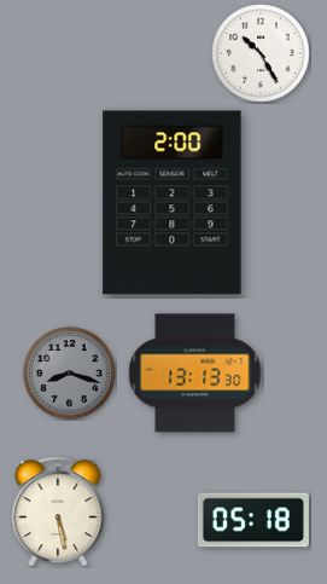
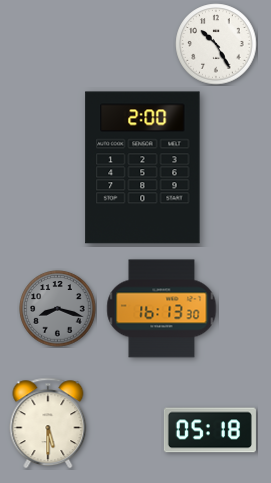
clock at (195, 374): 13:13 -> 16:13
clock at (58, 511): 5:28 -> 5:30
